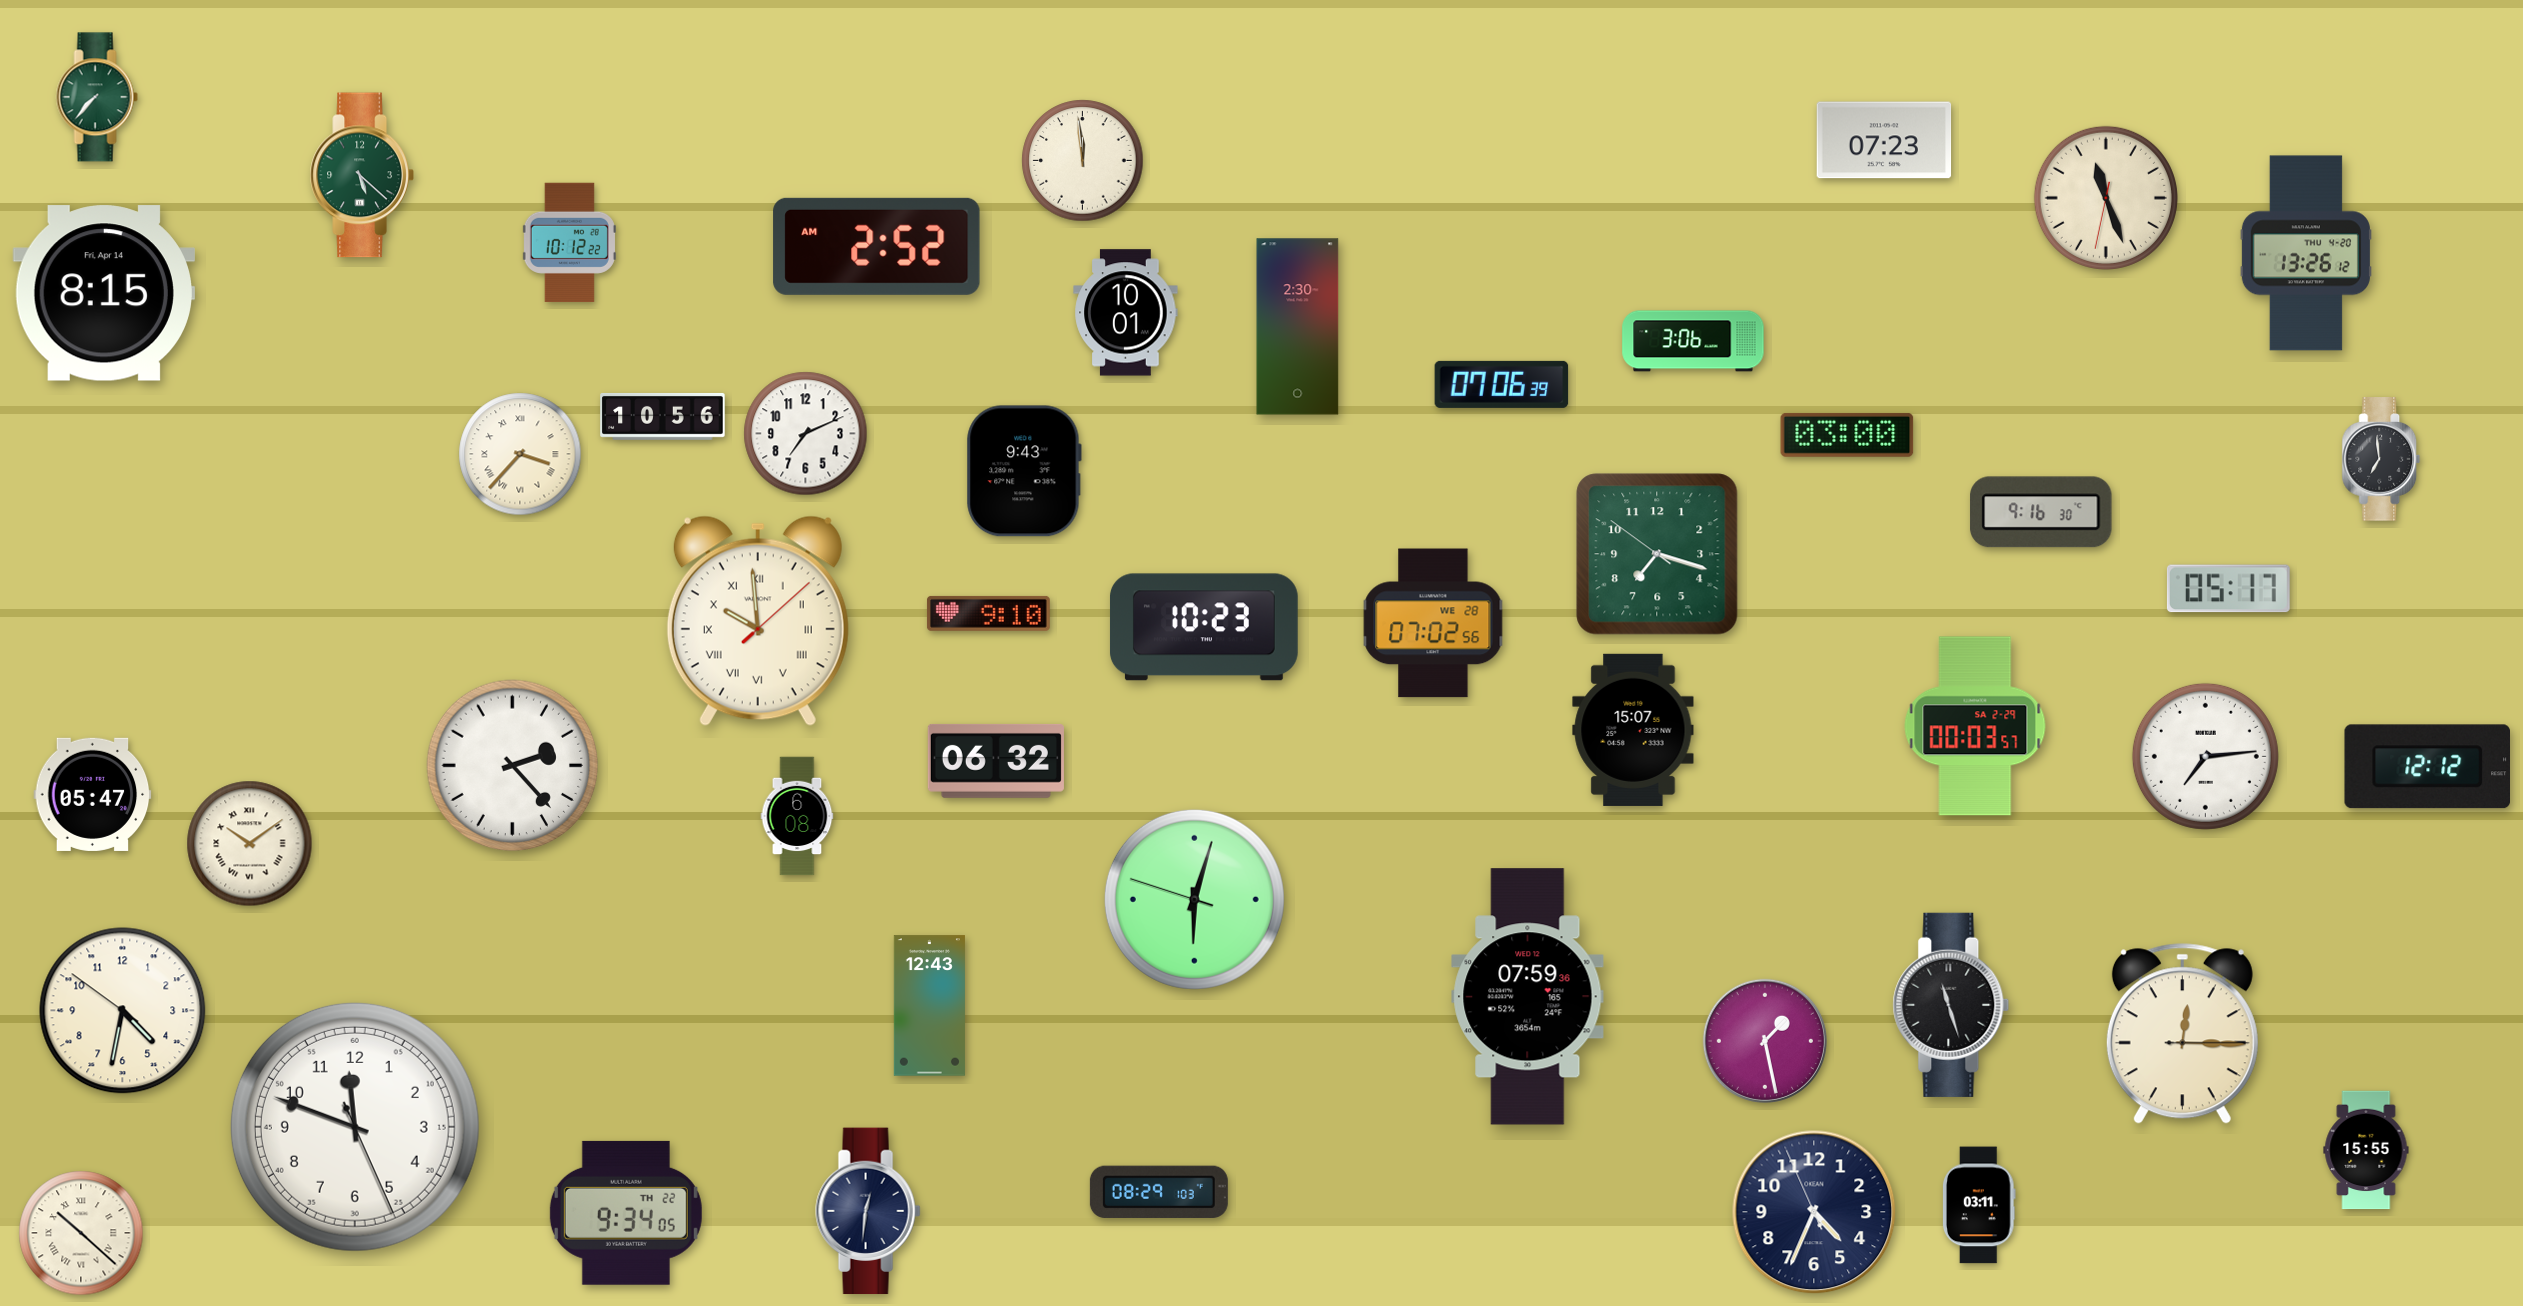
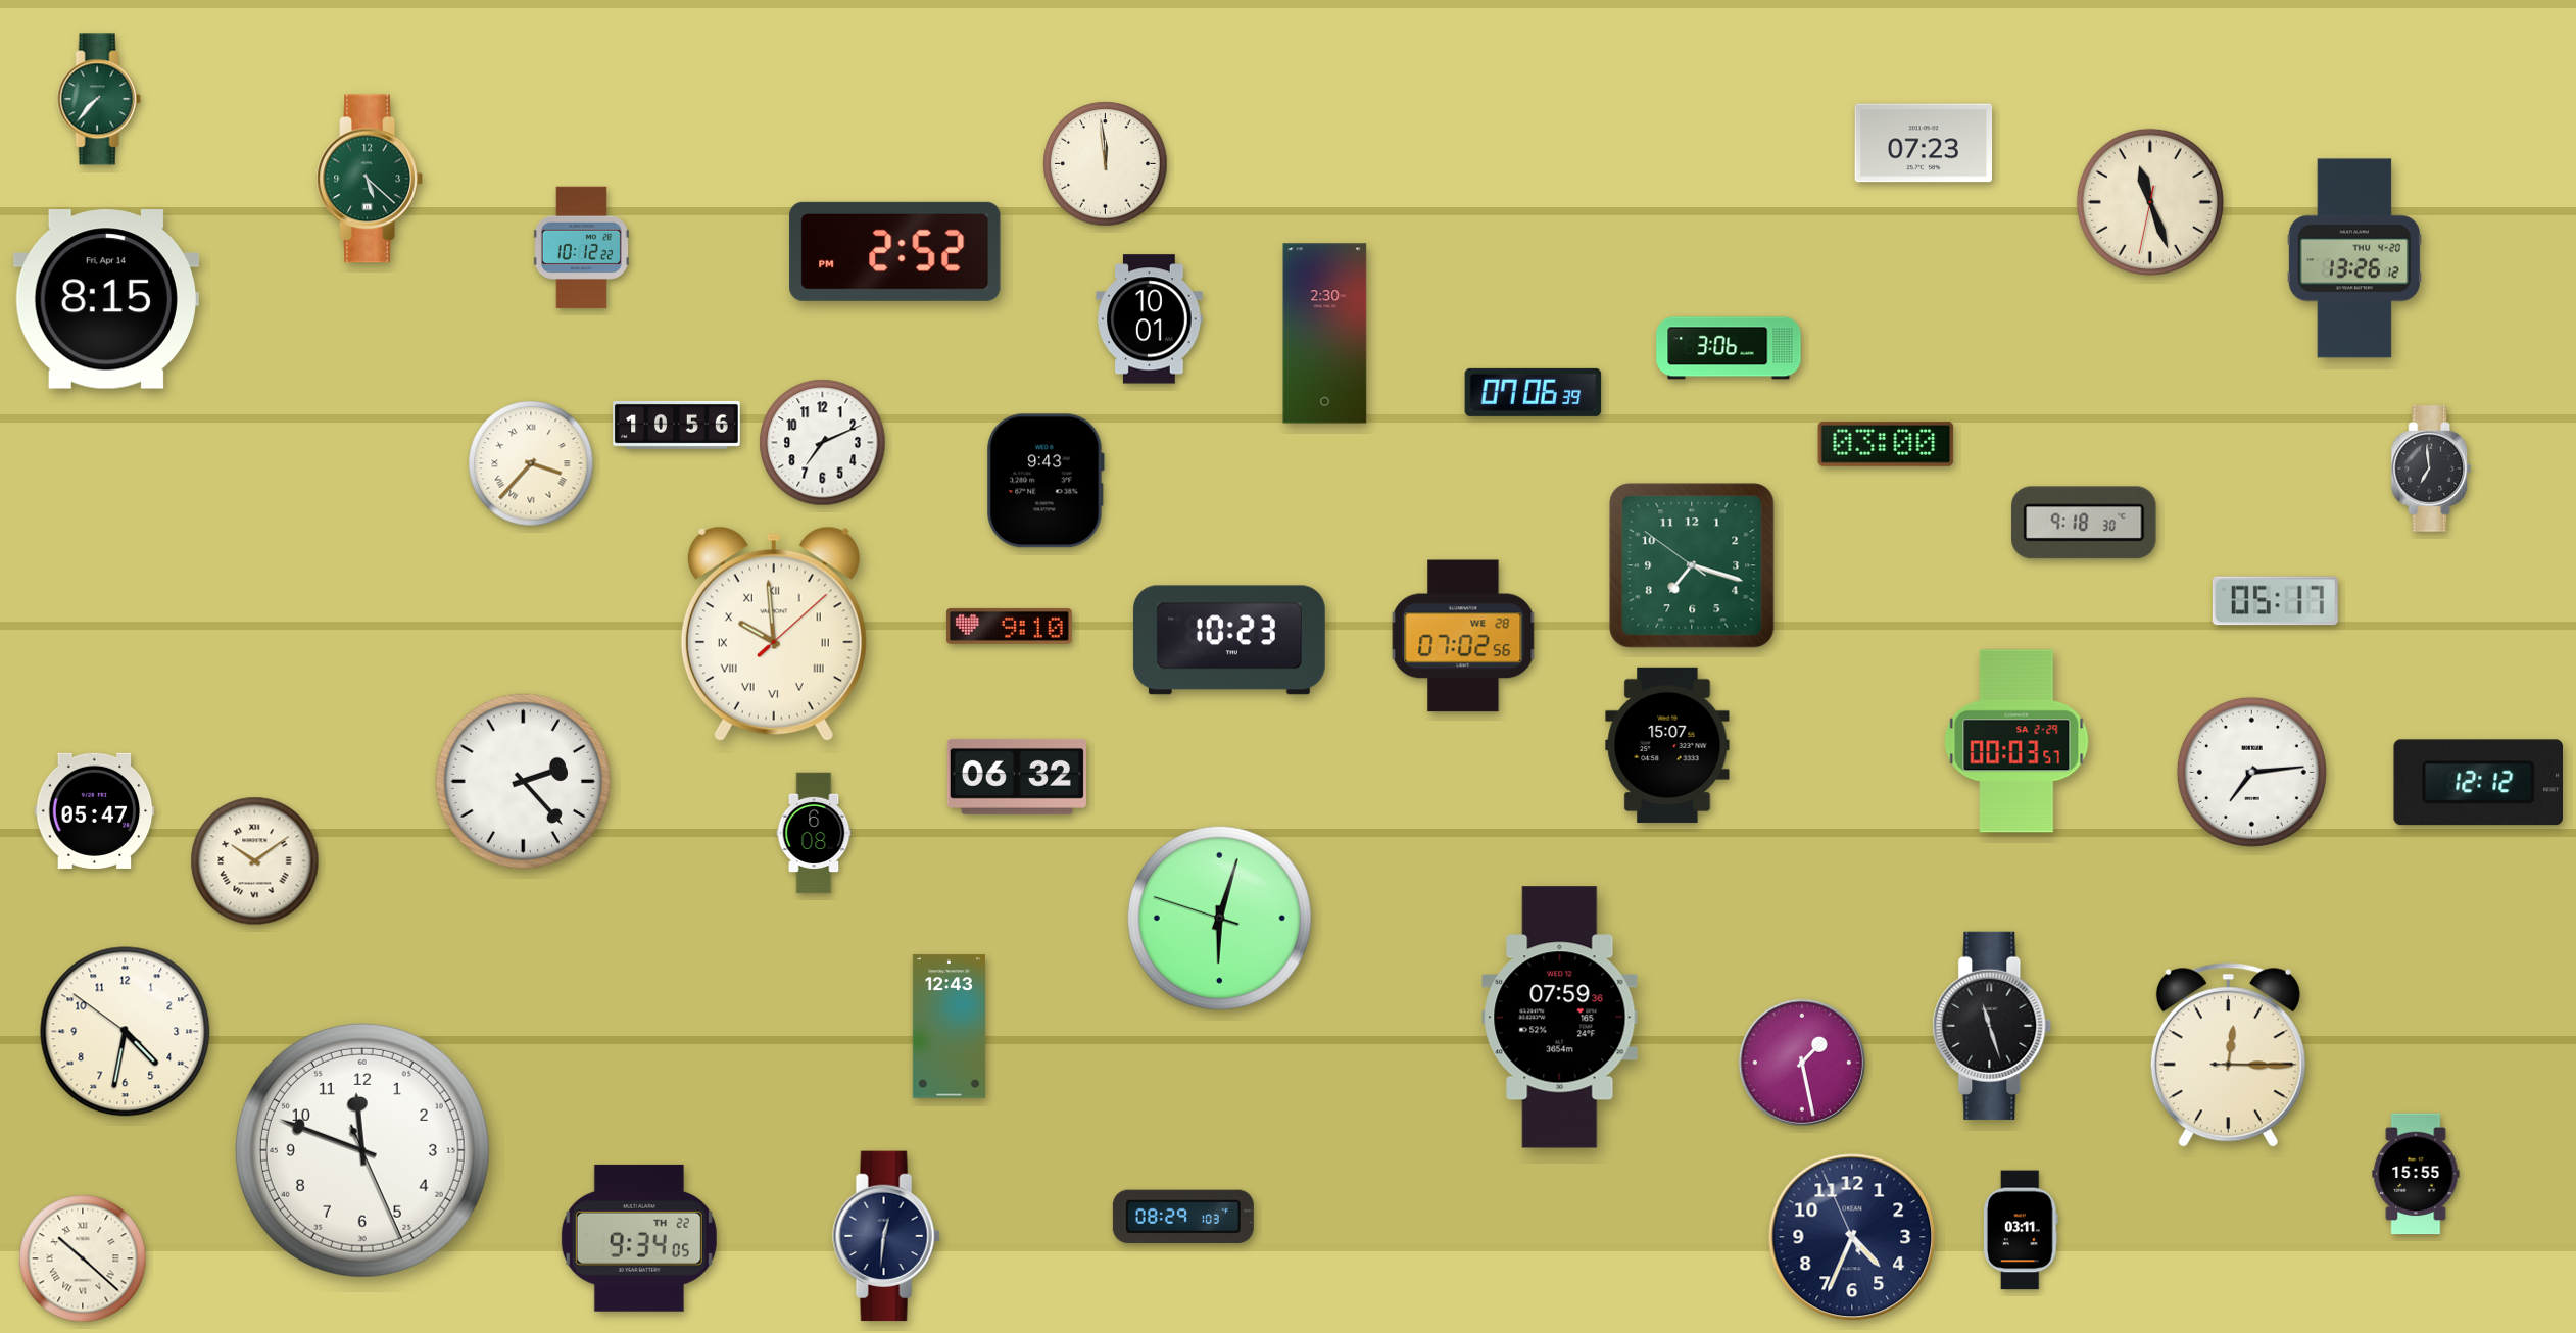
clock at (877, 246): 2:52 AM -> 2:52 PM
clock at (2041, 512): 9:16 -> 9:18
